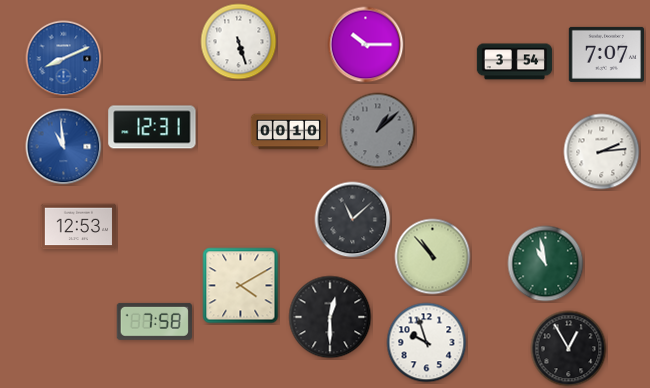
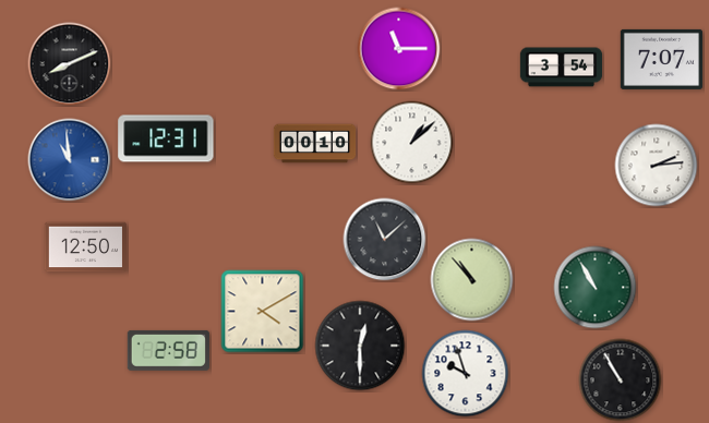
clock at (239, 42): 5:27 -> none
clock at (366, 45): 10:15 -> 11:15
clock at (64, 59) dial: blue -> black
clock at (378, 131) dial: grey -> white
clock at (78, 227): 12:53 -> 12:50
clock at (546, 264): 10:58 -> 10:55
clock at (154, 321): 7:58 -> 2:58
clock at (569, 349): 12:55 -> 10:55
